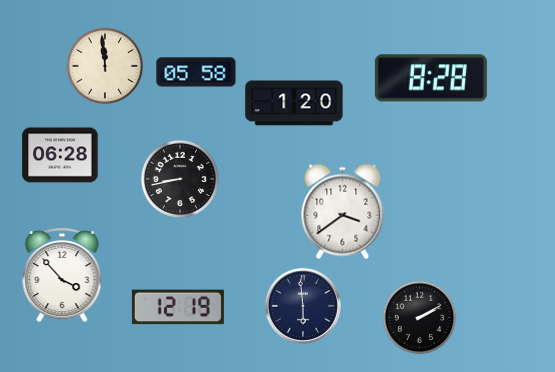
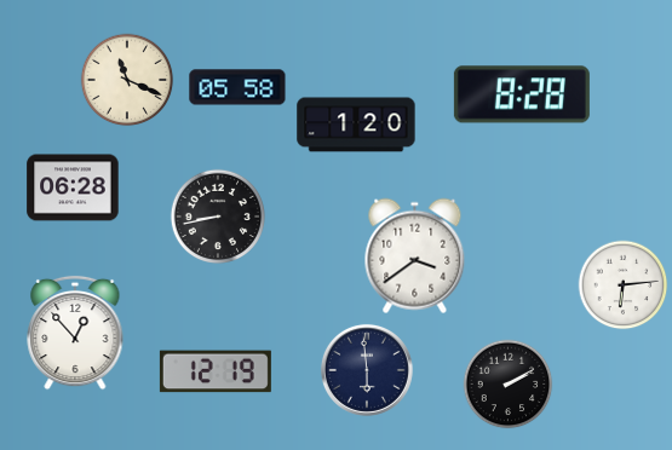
clock at (105, 66): 11:59 -> 11:19
clock at (624, 285): none -> 6:14
clock at (62, 275): 3:53 -> 12:53
